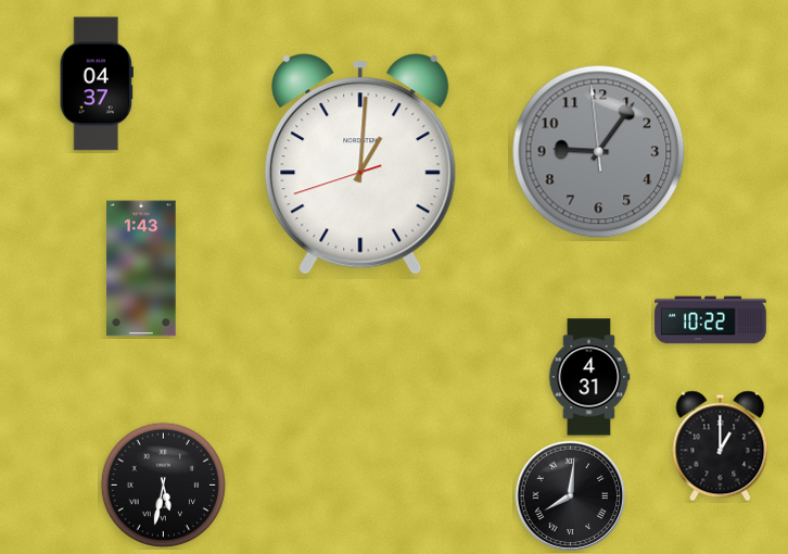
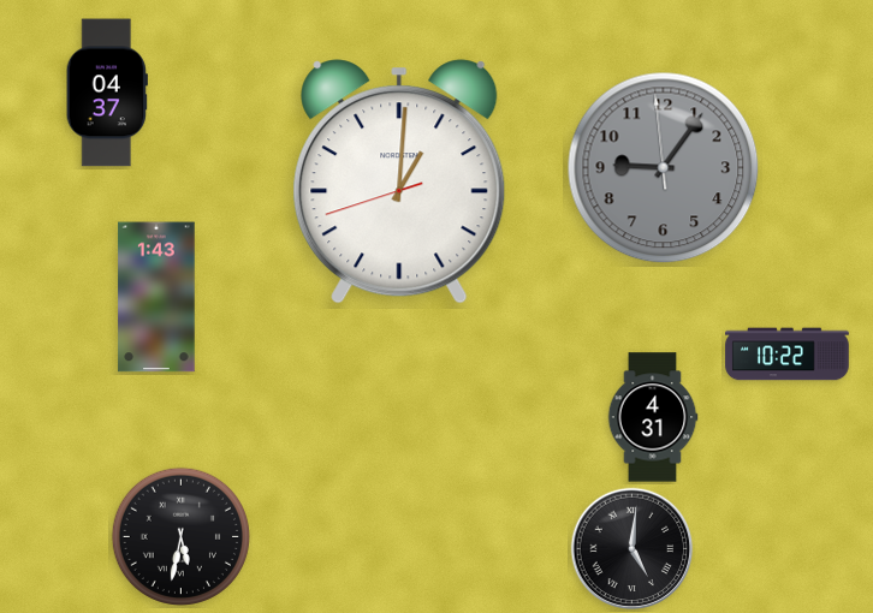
clock at (721, 446): 1:00 -> none
clock at (571, 496): 8:01 -> 5:01
